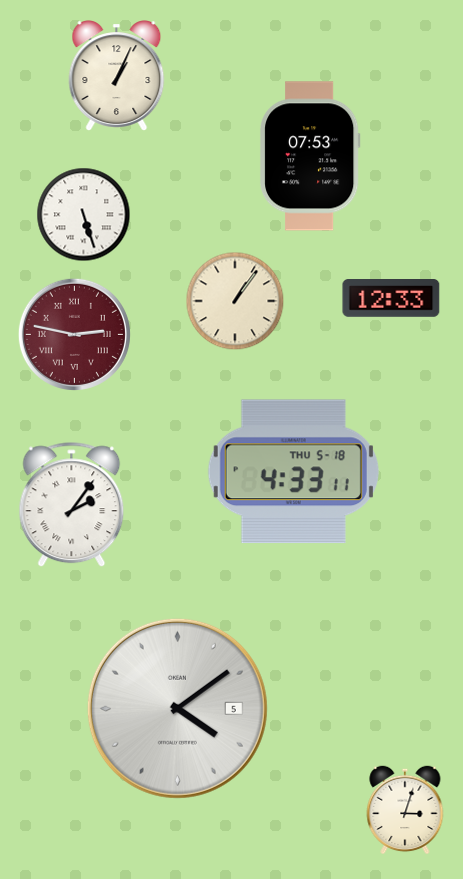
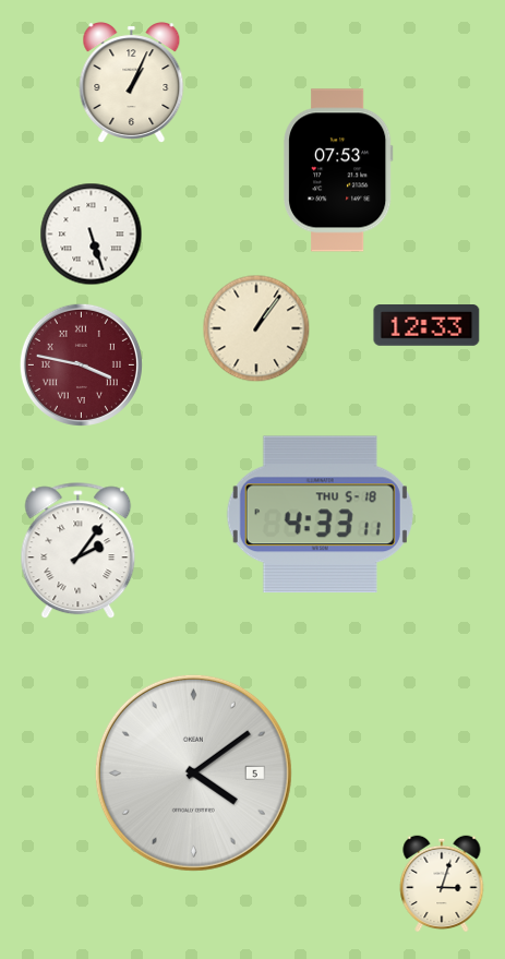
clock at (117, 76) position: (117, 76) -> (132, 83)
clock at (74, 334): 2:47 -> 3:47
